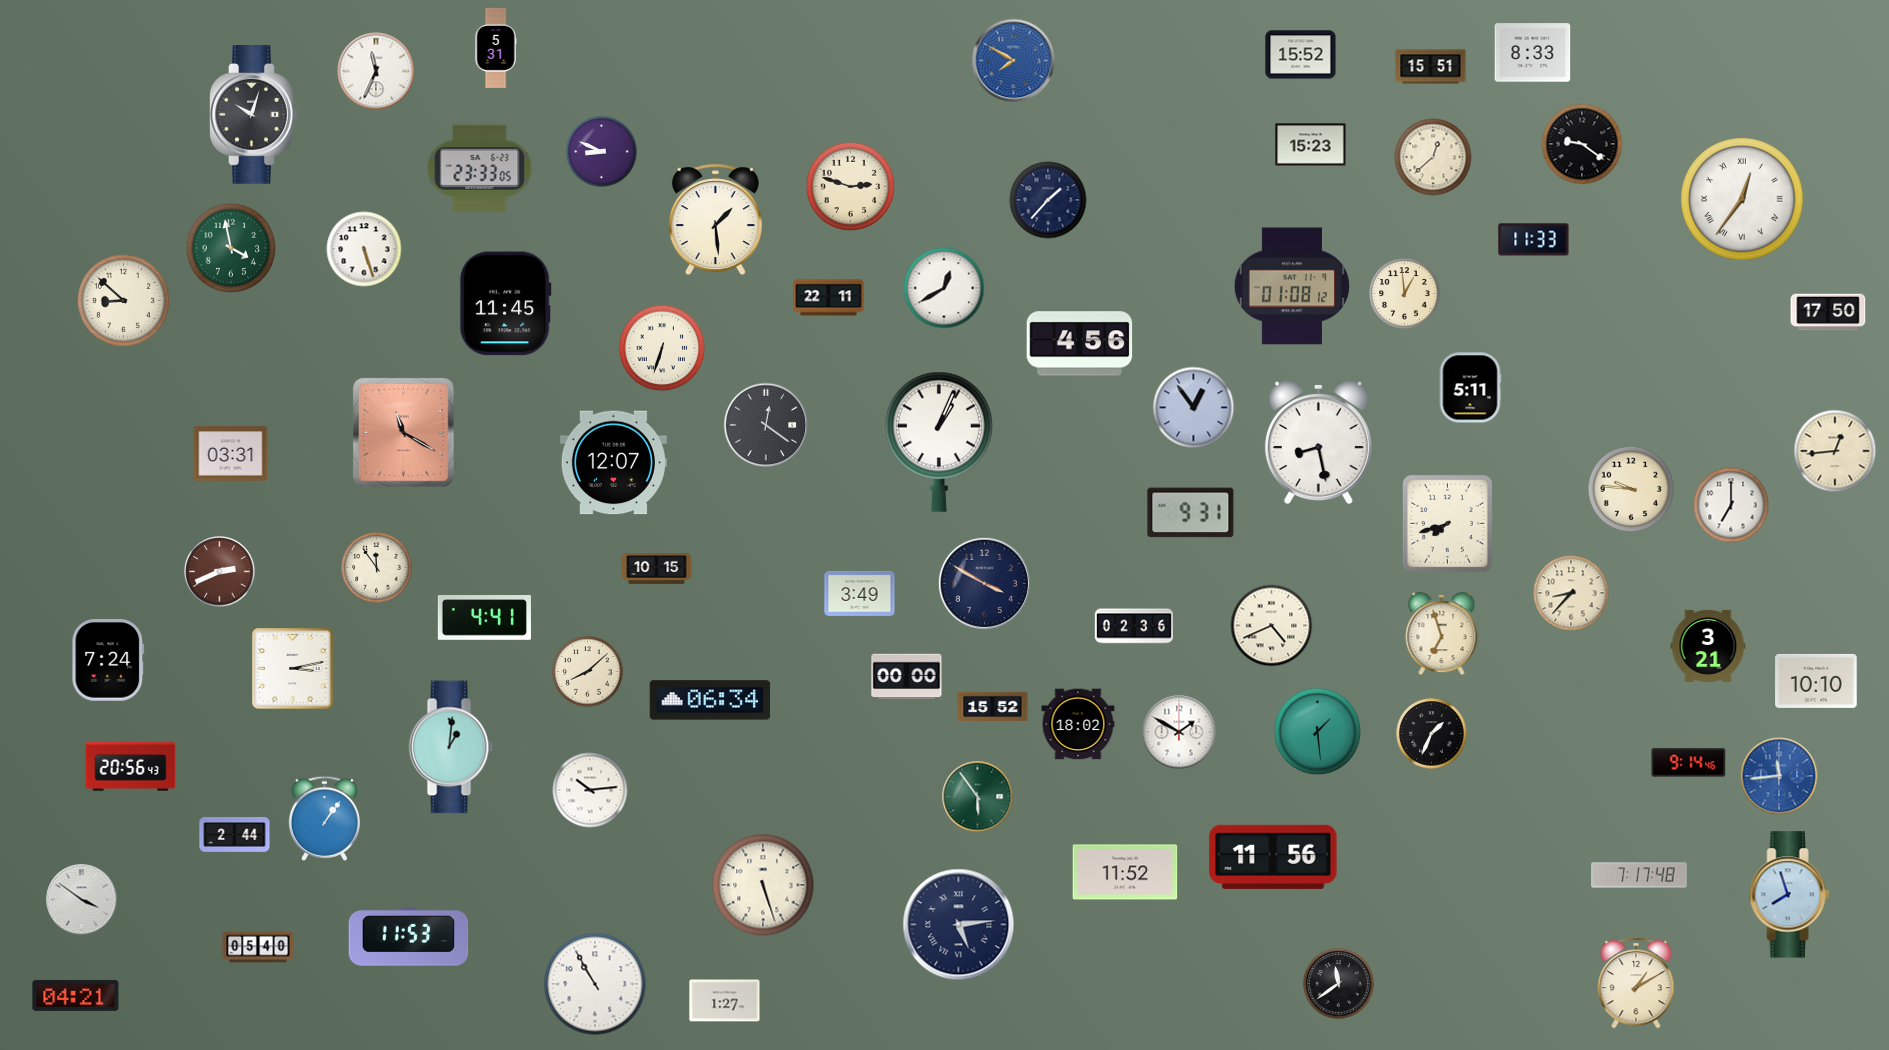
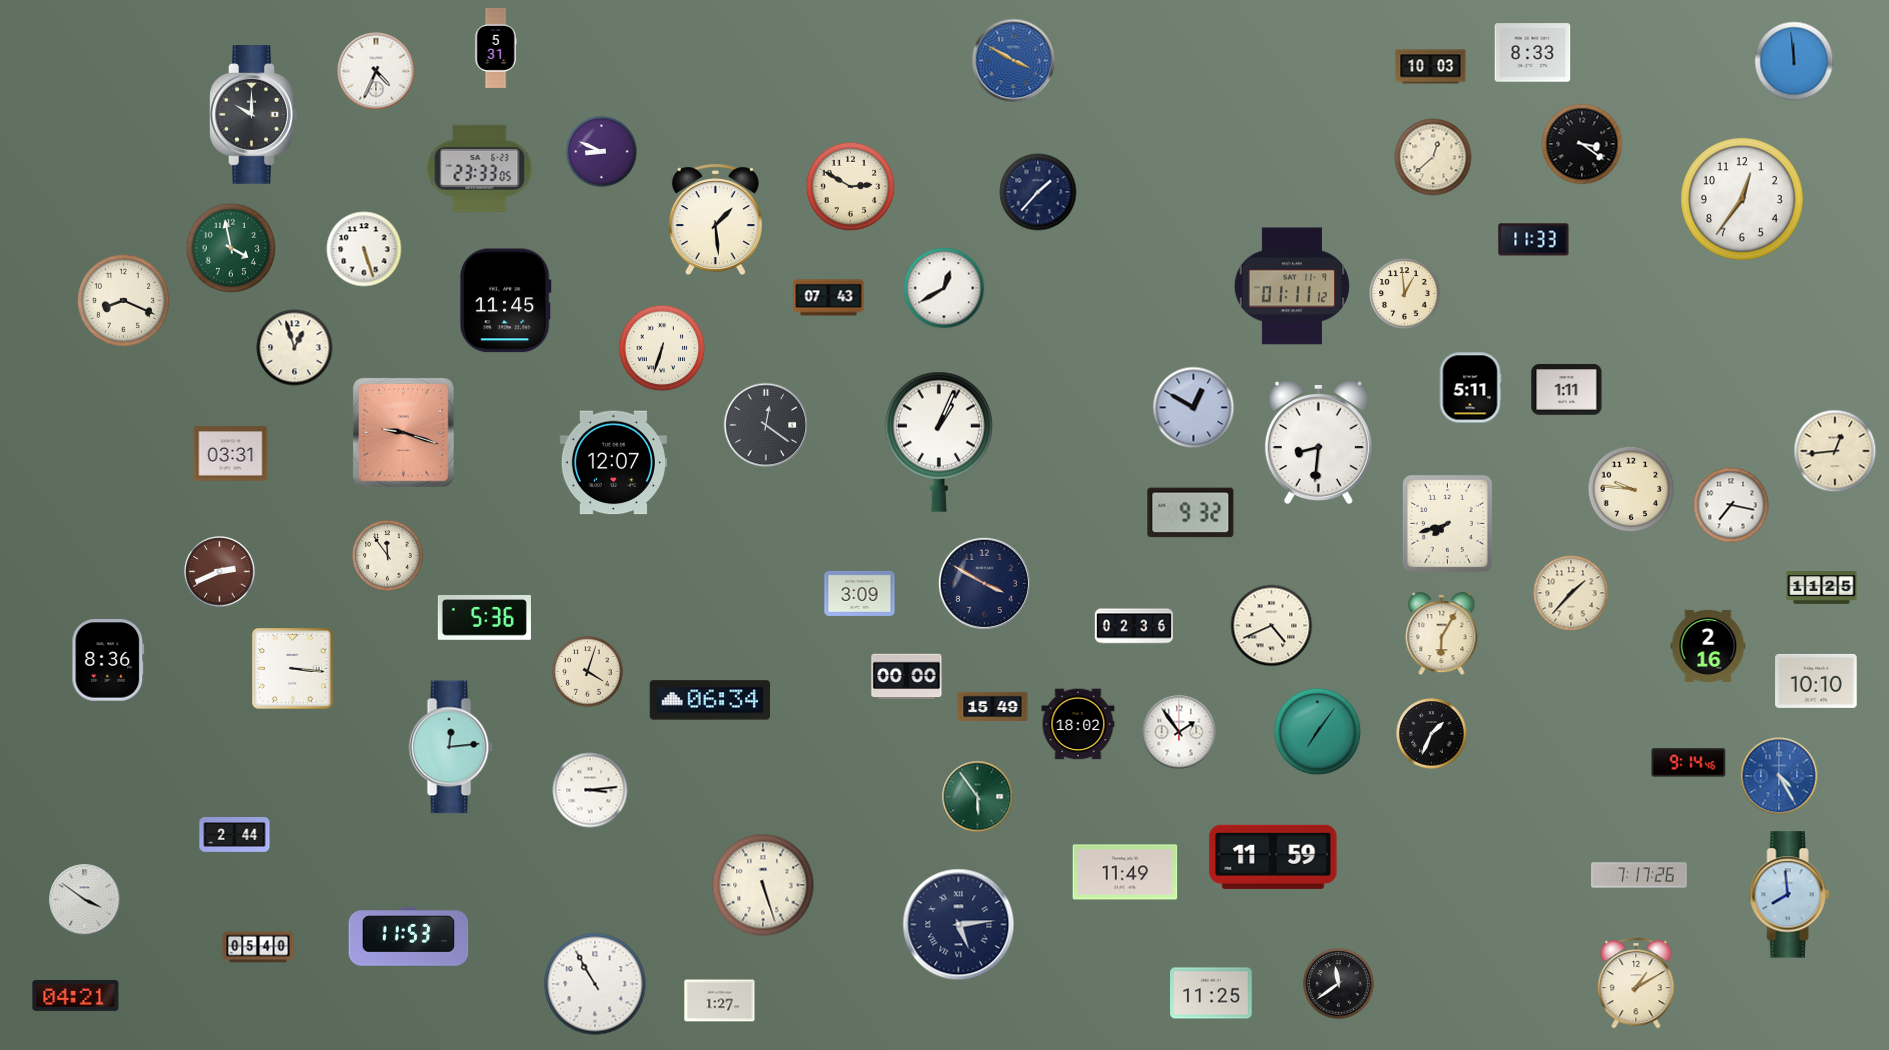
clock at (1301, 55): 15:52 -> none
clock at (1014, 61): 7:50 -> 3:50
clock at (1794, 61): none -> 11:59
clock at (1431, 67): 15:51 -> 10:03
clock at (376, 71): 11:34 -> 4:34
clock at (254, 115): 10:03 -> 10:00
clock at (1582, 144): 9:21 -> 3:21
clock at (1311, 145): 15:23 -> none
clock at (851, 187): 2:48 -> 2:50
clock at (1742, 199) numerals: Roman -> Arabic
clock at (1048, 200) position: (1048, 200) -> (1038, 192)
clock at (1292, 286): 01:08 -> 01:11
clock at (829, 298): 22:11 -> 07:43
clock at (123, 300): 8:52 -> 8:19
clock at (505, 304) position: (505, 304) -> (505, 301)
clock at (1828, 312): 17:50 -> none
clock at (1080, 344): 4:56 -> none
clock at (295, 348): none -> 12:57
clock at (1567, 390): none -> 1:11
clock at (1194, 408): 12:54 -> 12:50
clock at (404, 433): 11:20 -> 9:18
clock at (1318, 442): 8:28 -> 8:31
clock at (1731, 505): 7:00 -> 7:17
clock at (1191, 513): 9:31 -> 9:32
clock at (377, 568) position: (377, 568) -> (388, 556)
clock at (657, 568): 10:15 -> none
clock at (1822, 588): none -> 11:25
clock at (860, 593): 3:49 -> 3:09
clock at (1571, 593): 8:37 -> 1:37
clock at (484, 618): 4:41 -> 5:36
clock at (1442, 634): 6:57 -> 6:05
clock at (1708, 646): 3:21 -> 2:16
clock at (108, 660): 7:24 -> 8:36
clock at (293, 669): 3:13 -> 3:16
clock at (588, 672): 8:08 -> 4:03
clock at (993, 706): 15:52 -> 15:49
clock at (1179, 732): 1:50 -> 1:54
clock at (1318, 732): 1:29 -> 7:06
clock at (451, 747): 1:01 -> 12:14
clock at (131, 767): 20:56 -> none
clock at (1779, 776): 11:44 -> 4:25
clock at (590, 790): 10:14 -> 3:14
clock at (325, 818): 1:06 -> none
clock at (1273, 857): 11:56 -> 11:59
clock at (1125, 872): 11:52 -> 11:49
clock at (1639, 875): 7:17:48 -> 7:17:26
clock at (1790, 895): 7:57 -> 7:59
clock at (82, 900) position: (82, 900) -> (85, 900)
clock at (1211, 993): none -> 11:25
clock at (725, 1001) position: (725, 1001) -> (720, 1001)
